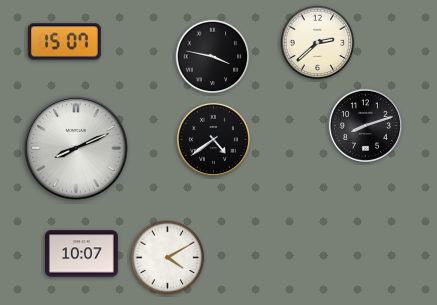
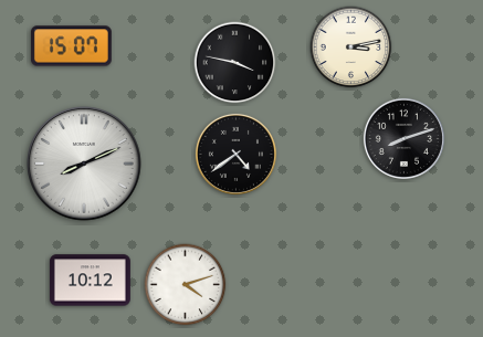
clock at (318, 43): 2:38 -> 3:13
clock at (81, 254): 10:07 -> 10:12
clock at (168, 258): 4:10 -> 4:12
